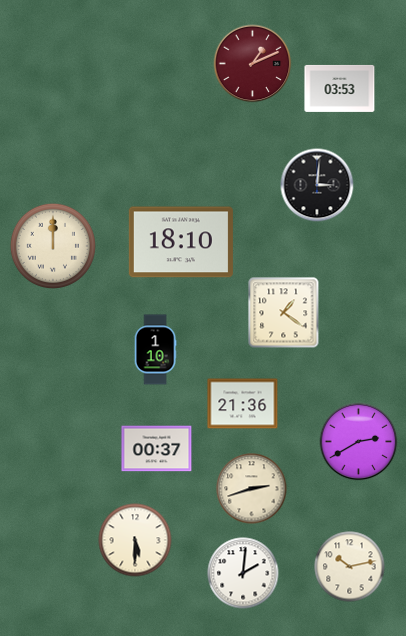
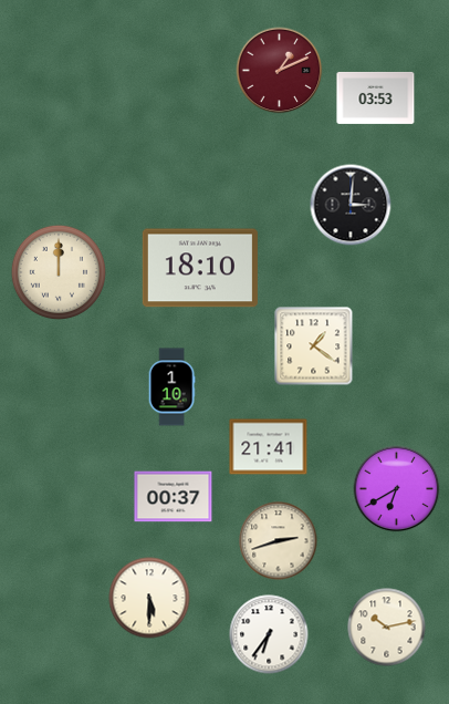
clock at (243, 404): 21:36 -> 21:41
clock at (359, 442): 2:40 -> 6:40
clock at (243, 573): 2:01 -> 6:36
